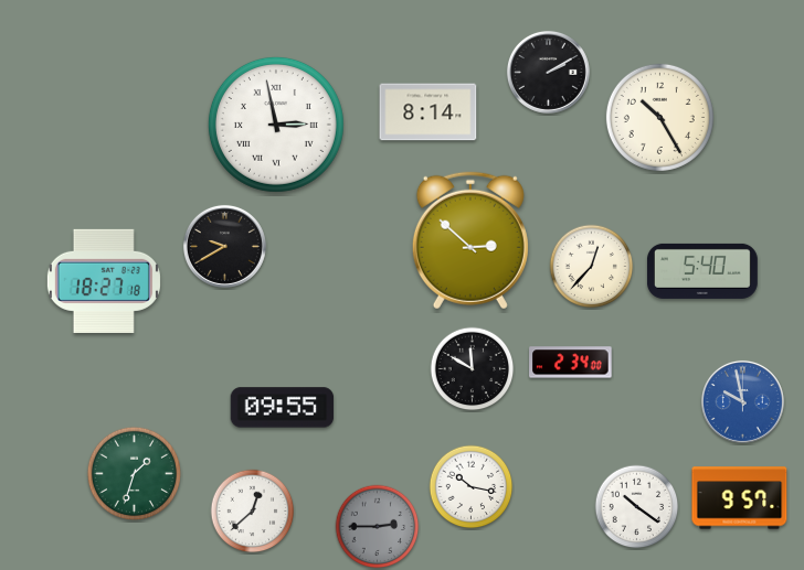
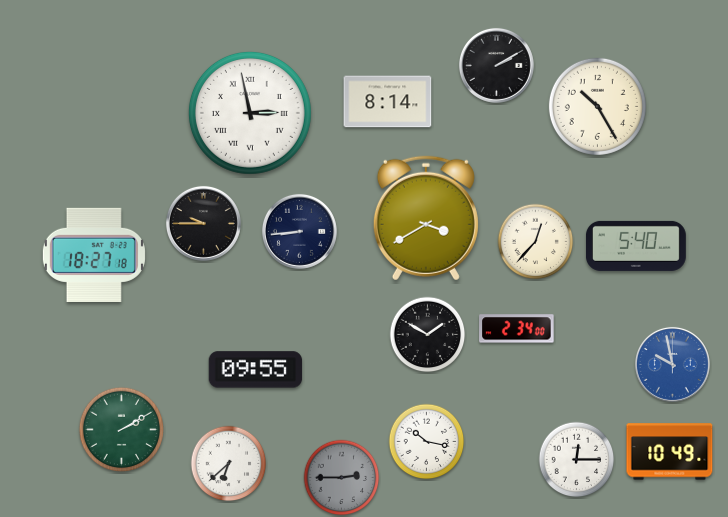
clock at (470, 240): 2:52 -> 3:40
clock at (224, 246): 9:40 -> 9:45
clock at (299, 231): none -> 8:44
clock at (473, 369): 11:50 -> 1:50
clock at (134, 473): 1:33 -> 2:10
clock at (740, 498): 9:57 -> 10:49
clock at (637, 507): 10:21 -> 12:15
clock at (253, 512): 12:38 -> 6:38
